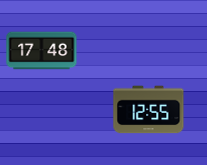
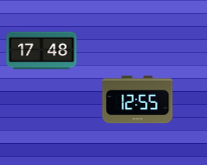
clock at (149, 110) position: (149, 110) -> (138, 100)
